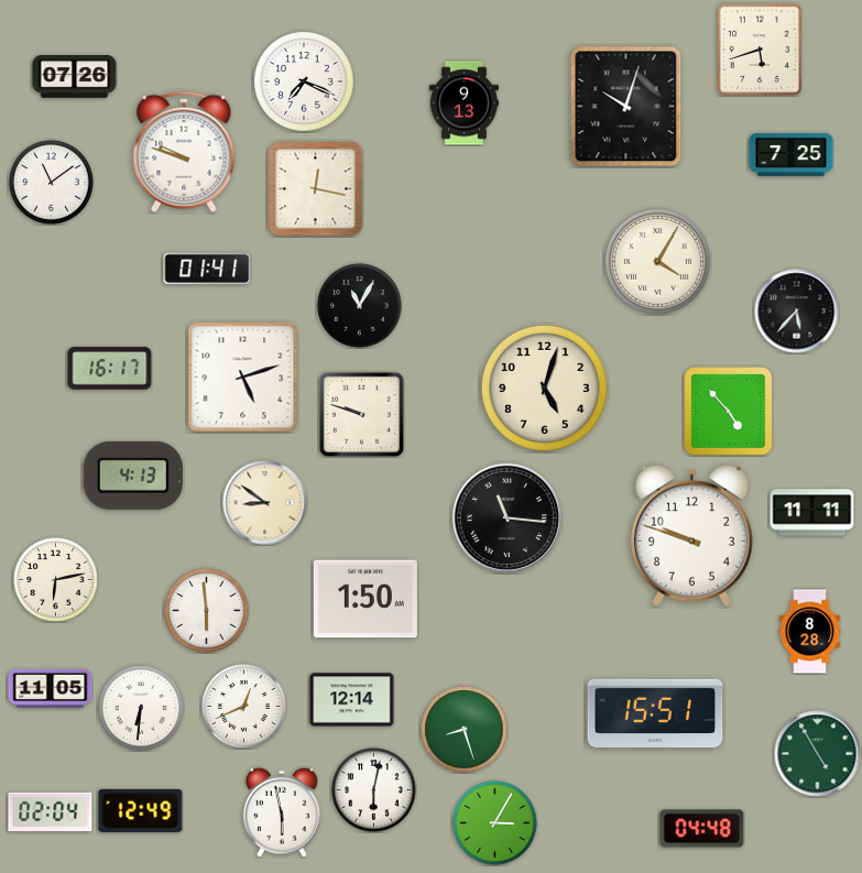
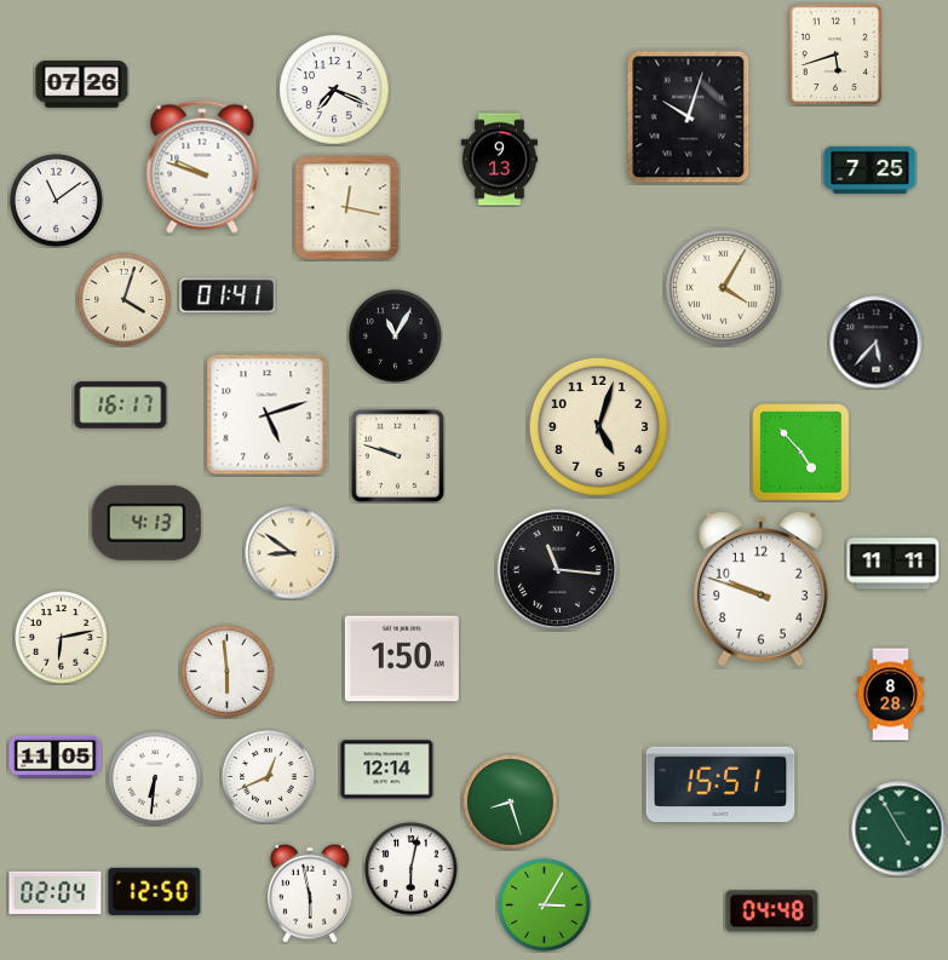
clock at (463, 103) position: (463, 103) -> (499, 160)
clock at (125, 300): none -> 4:03
clock at (141, 810): 12:49 -> 12:50
